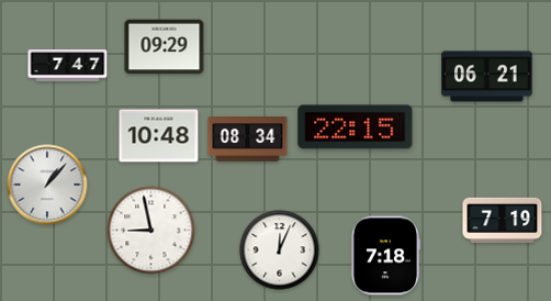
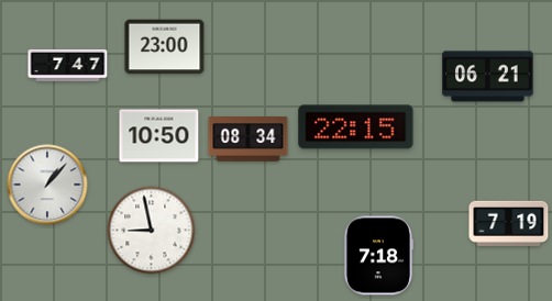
clock at (165, 47): 09:29 -> 23:00
clock at (159, 136): 10:48 -> 10:50
clock at (503, 220) position: (503, 220) -> (509, 223)
clock at (280, 250): 12:04 -> none
clock at (385, 256) position: (385, 256) -> (378, 256)
